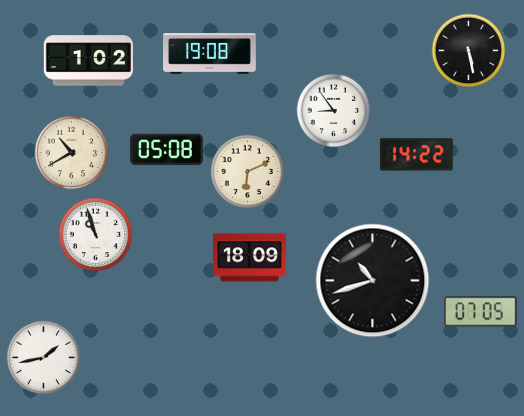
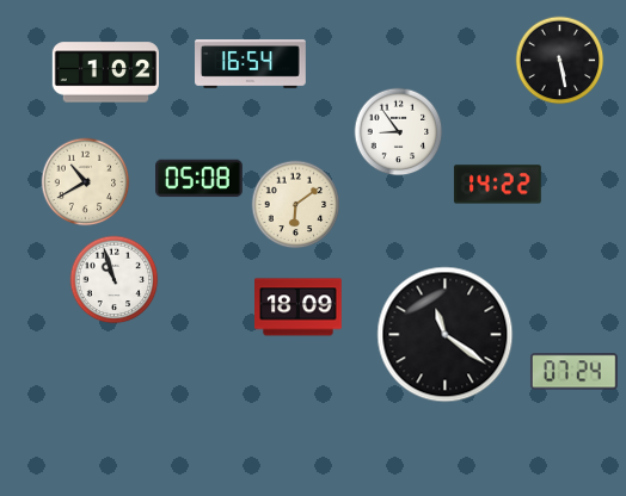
clock at (210, 54): 19:08 -> 16:54
clock at (248, 172): 6:11 -> 6:09
clock at (373, 281): 10:42 -> 11:21
clock at (480, 312): 07:05 -> 07:24
clock at (44, 358): 1:43 -> none
